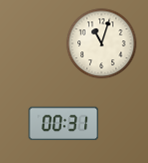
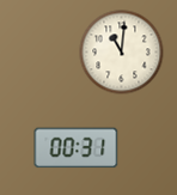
clock at (102, 44): 11:03 -> 11:01
